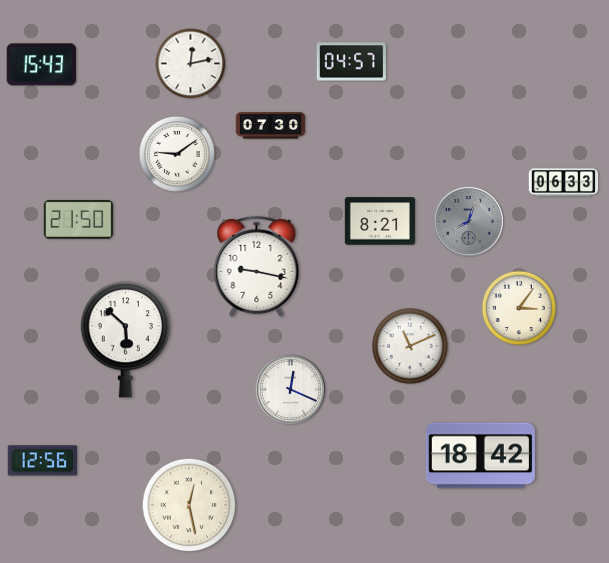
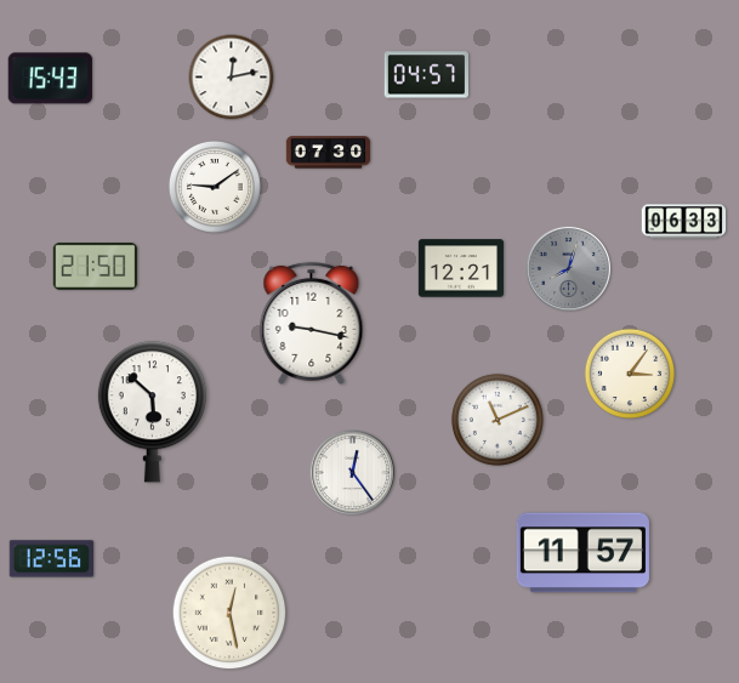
clock at (380, 221): 8:21 -> 12:21
clock at (290, 389): 12:19 -> 12:24
clock at (480, 456): 18:42 -> 11:57
